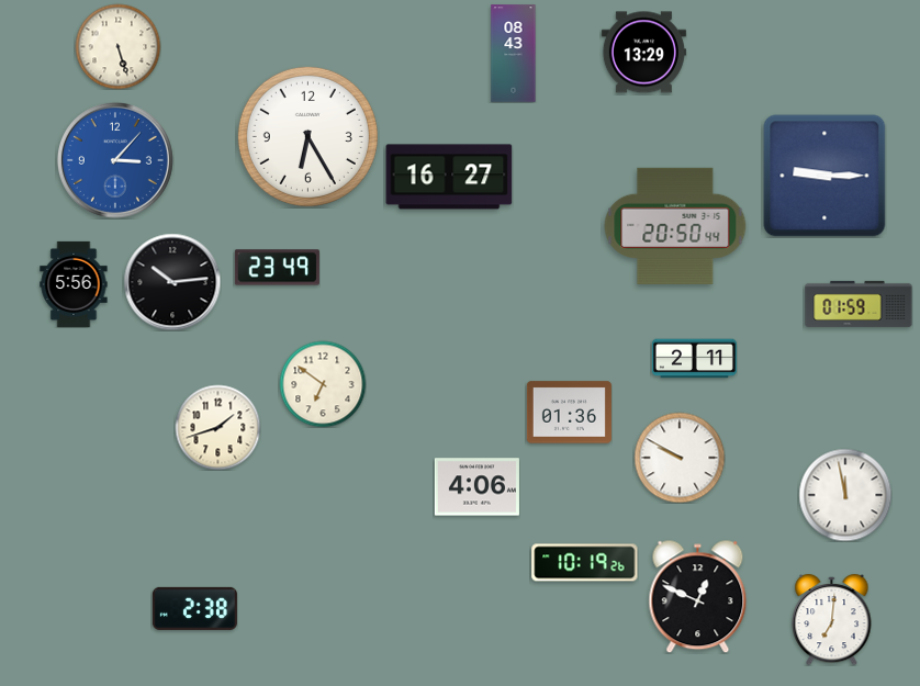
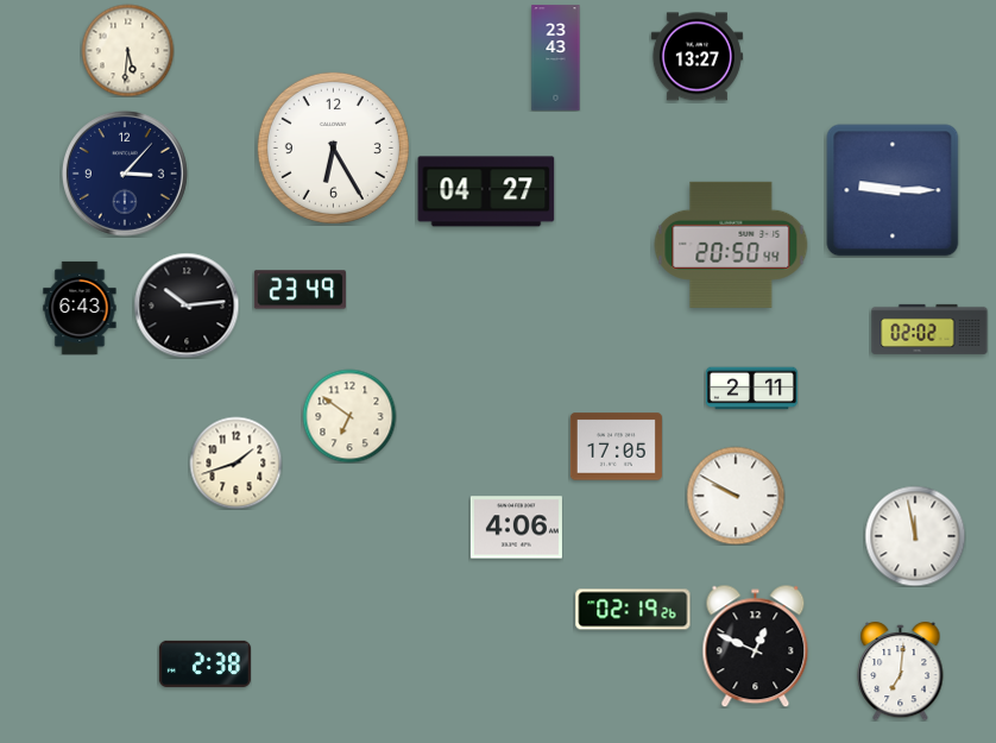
clock at (117, 46): 5:27 -> 5:31
clock at (643, 53): 13:29 -> 13:27
clock at (514, 54): 08:43 -> 23:43
clock at (115, 160) dial: blue -> navy
clock at (449, 177): 16:27 -> 04:27
clock at (74, 284): 5:56 -> 6:43
clock at (859, 304): 01:59 -> 02:02
clock at (569, 413): 01:36 -> 17:05
clock at (585, 563): 10:19 -> 02:19
clock at (194, 608) position: (194, 608) -> (204, 663)
